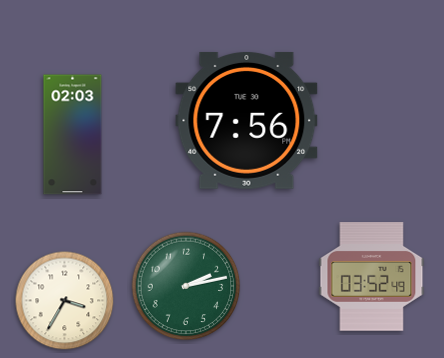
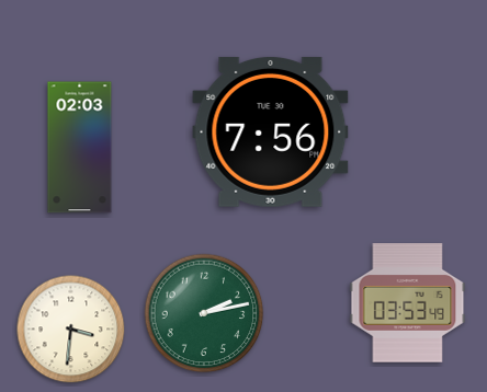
clock at (372, 277): 03:52 -> 03:53
clock at (65, 301): 3:35 -> 3:31
